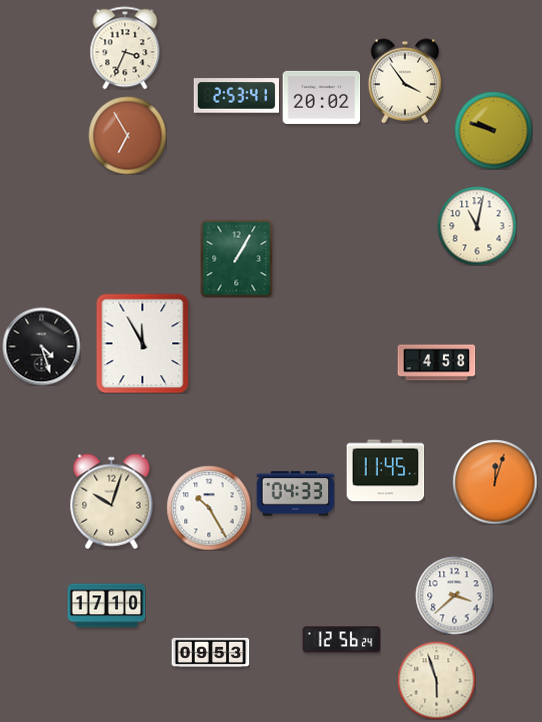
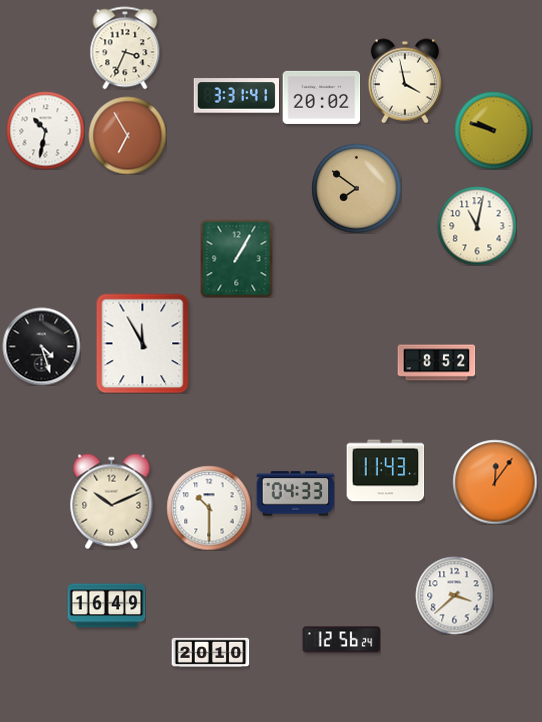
clock at (404, 81): 3:54 -> 3:58
clock at (236, 96): 2:53 -> 3:31
clock at (45, 130): none -> 10:32
clock at (356, 188): none -> 7:51
clock at (436, 363): 4:58 -> 8:52
clock at (385, 471): 11:45 -> 11:43
clock at (495, 482): 12:03 -> 12:06
clock at (112, 501): 10:03 -> 10:11
clock at (209, 508): 10:25 -> 10:30
clock at (106, 606): 17:10 -> 16:49
clock at (210, 652): 09:53 -> 20:10
clock at (436, 680): 5:57 -> none
